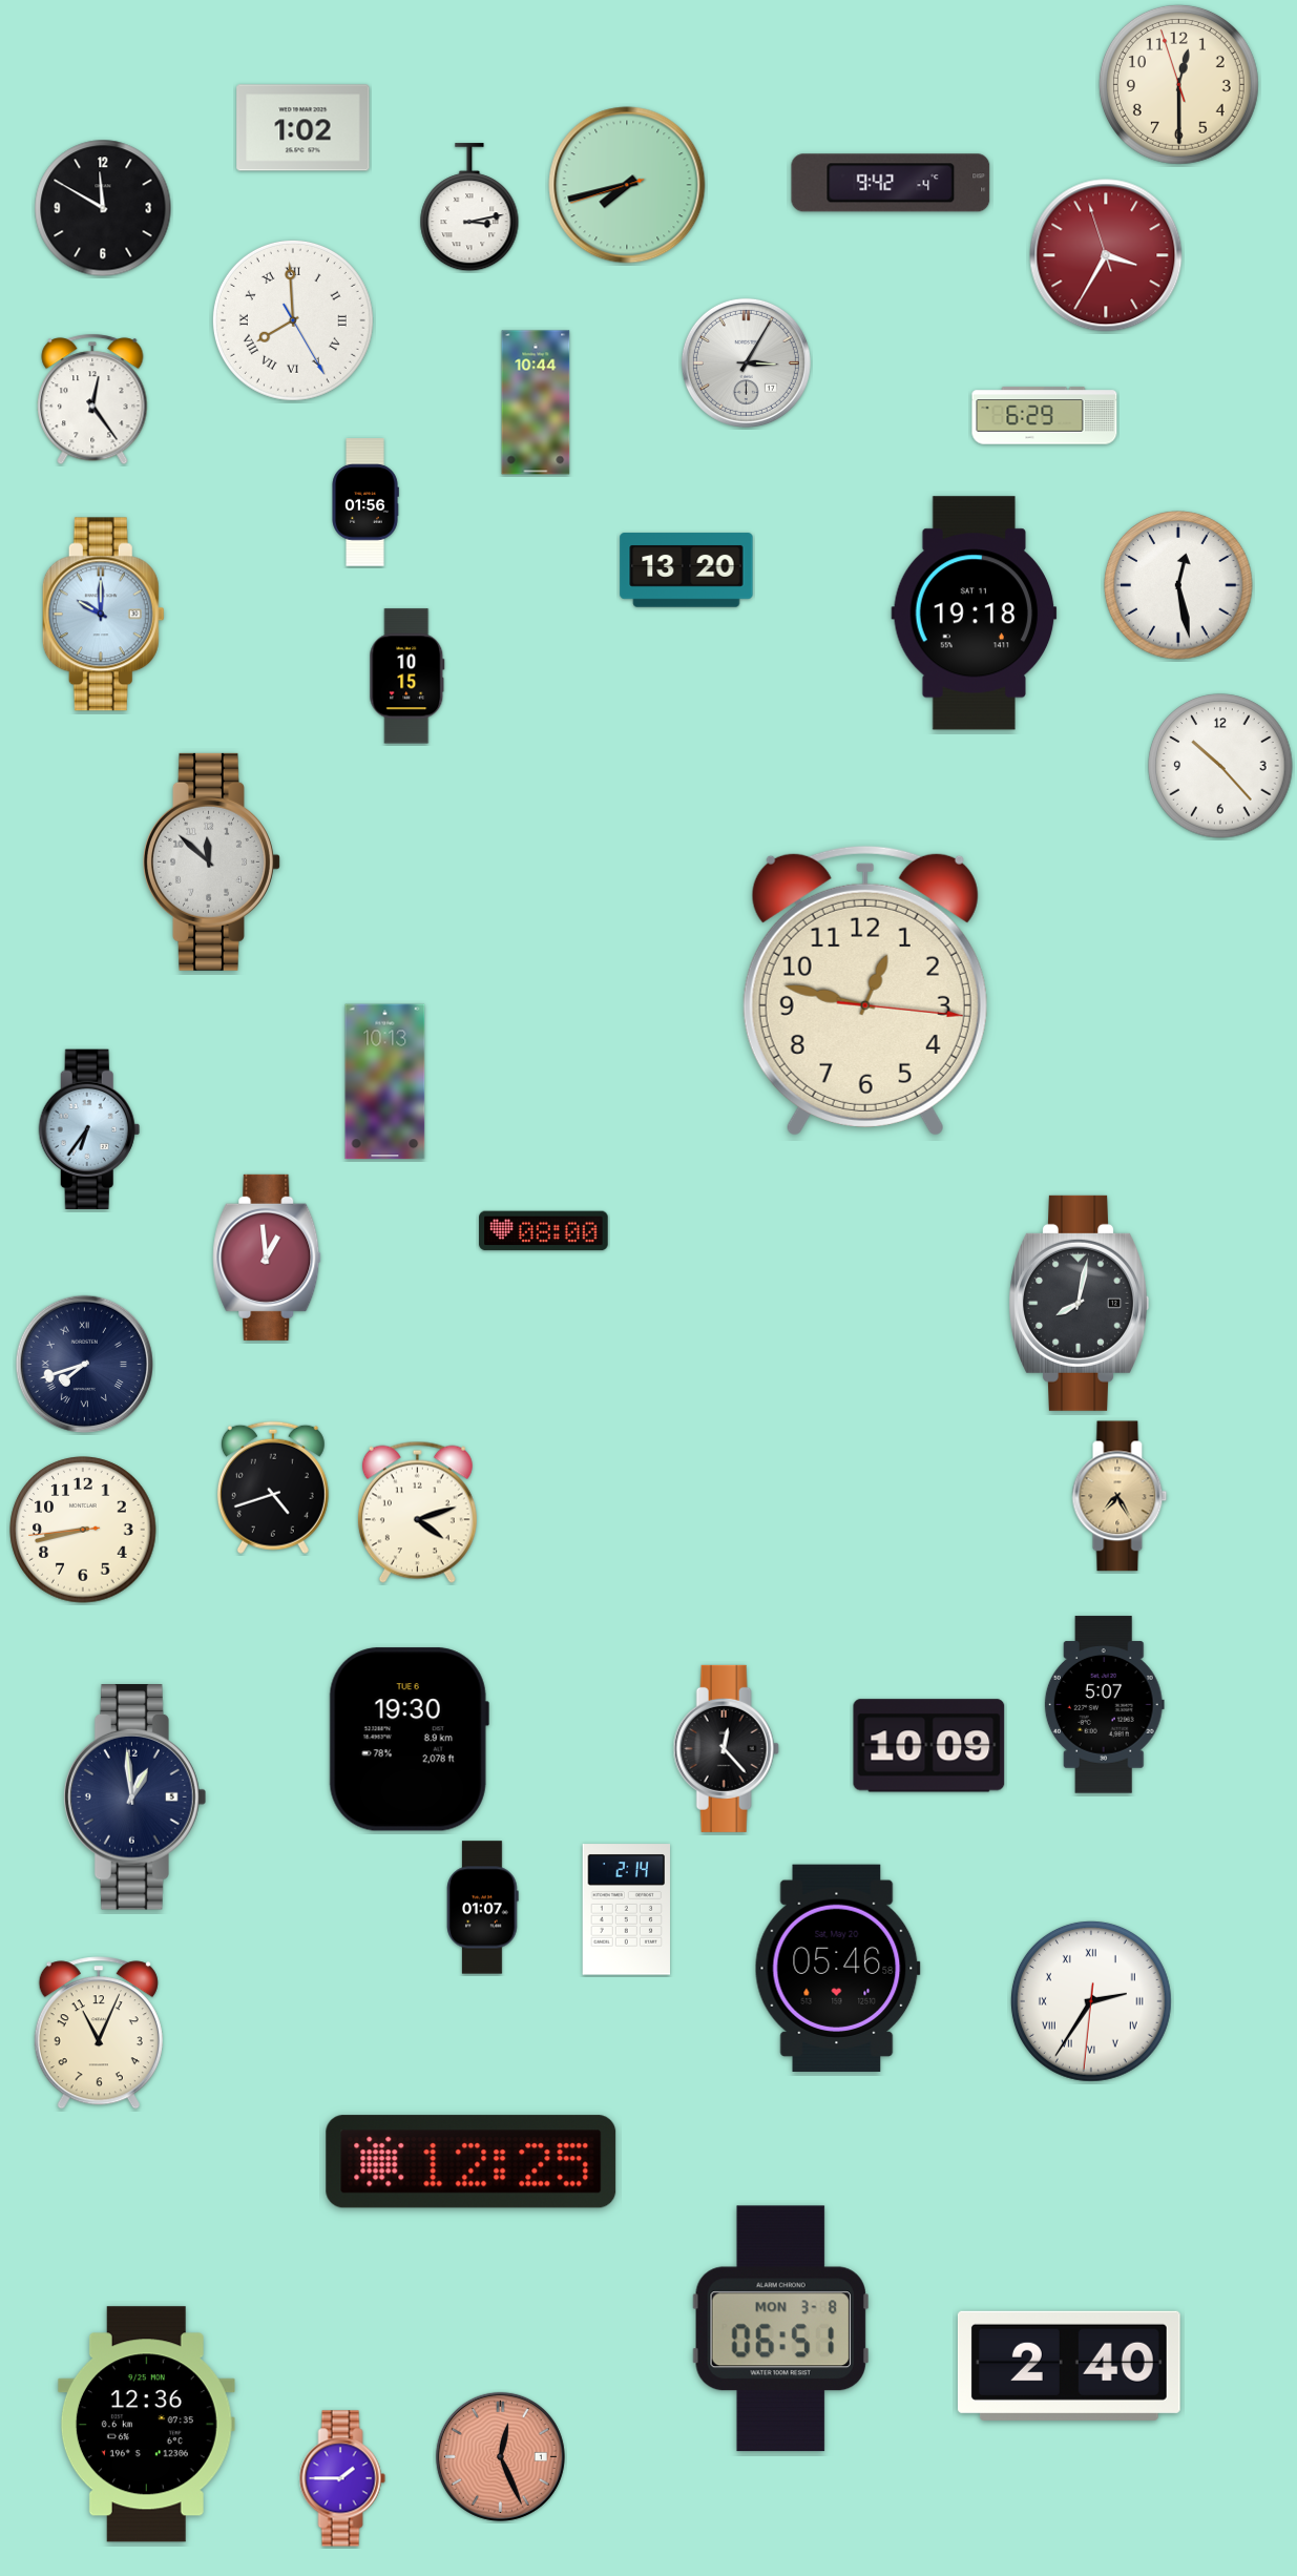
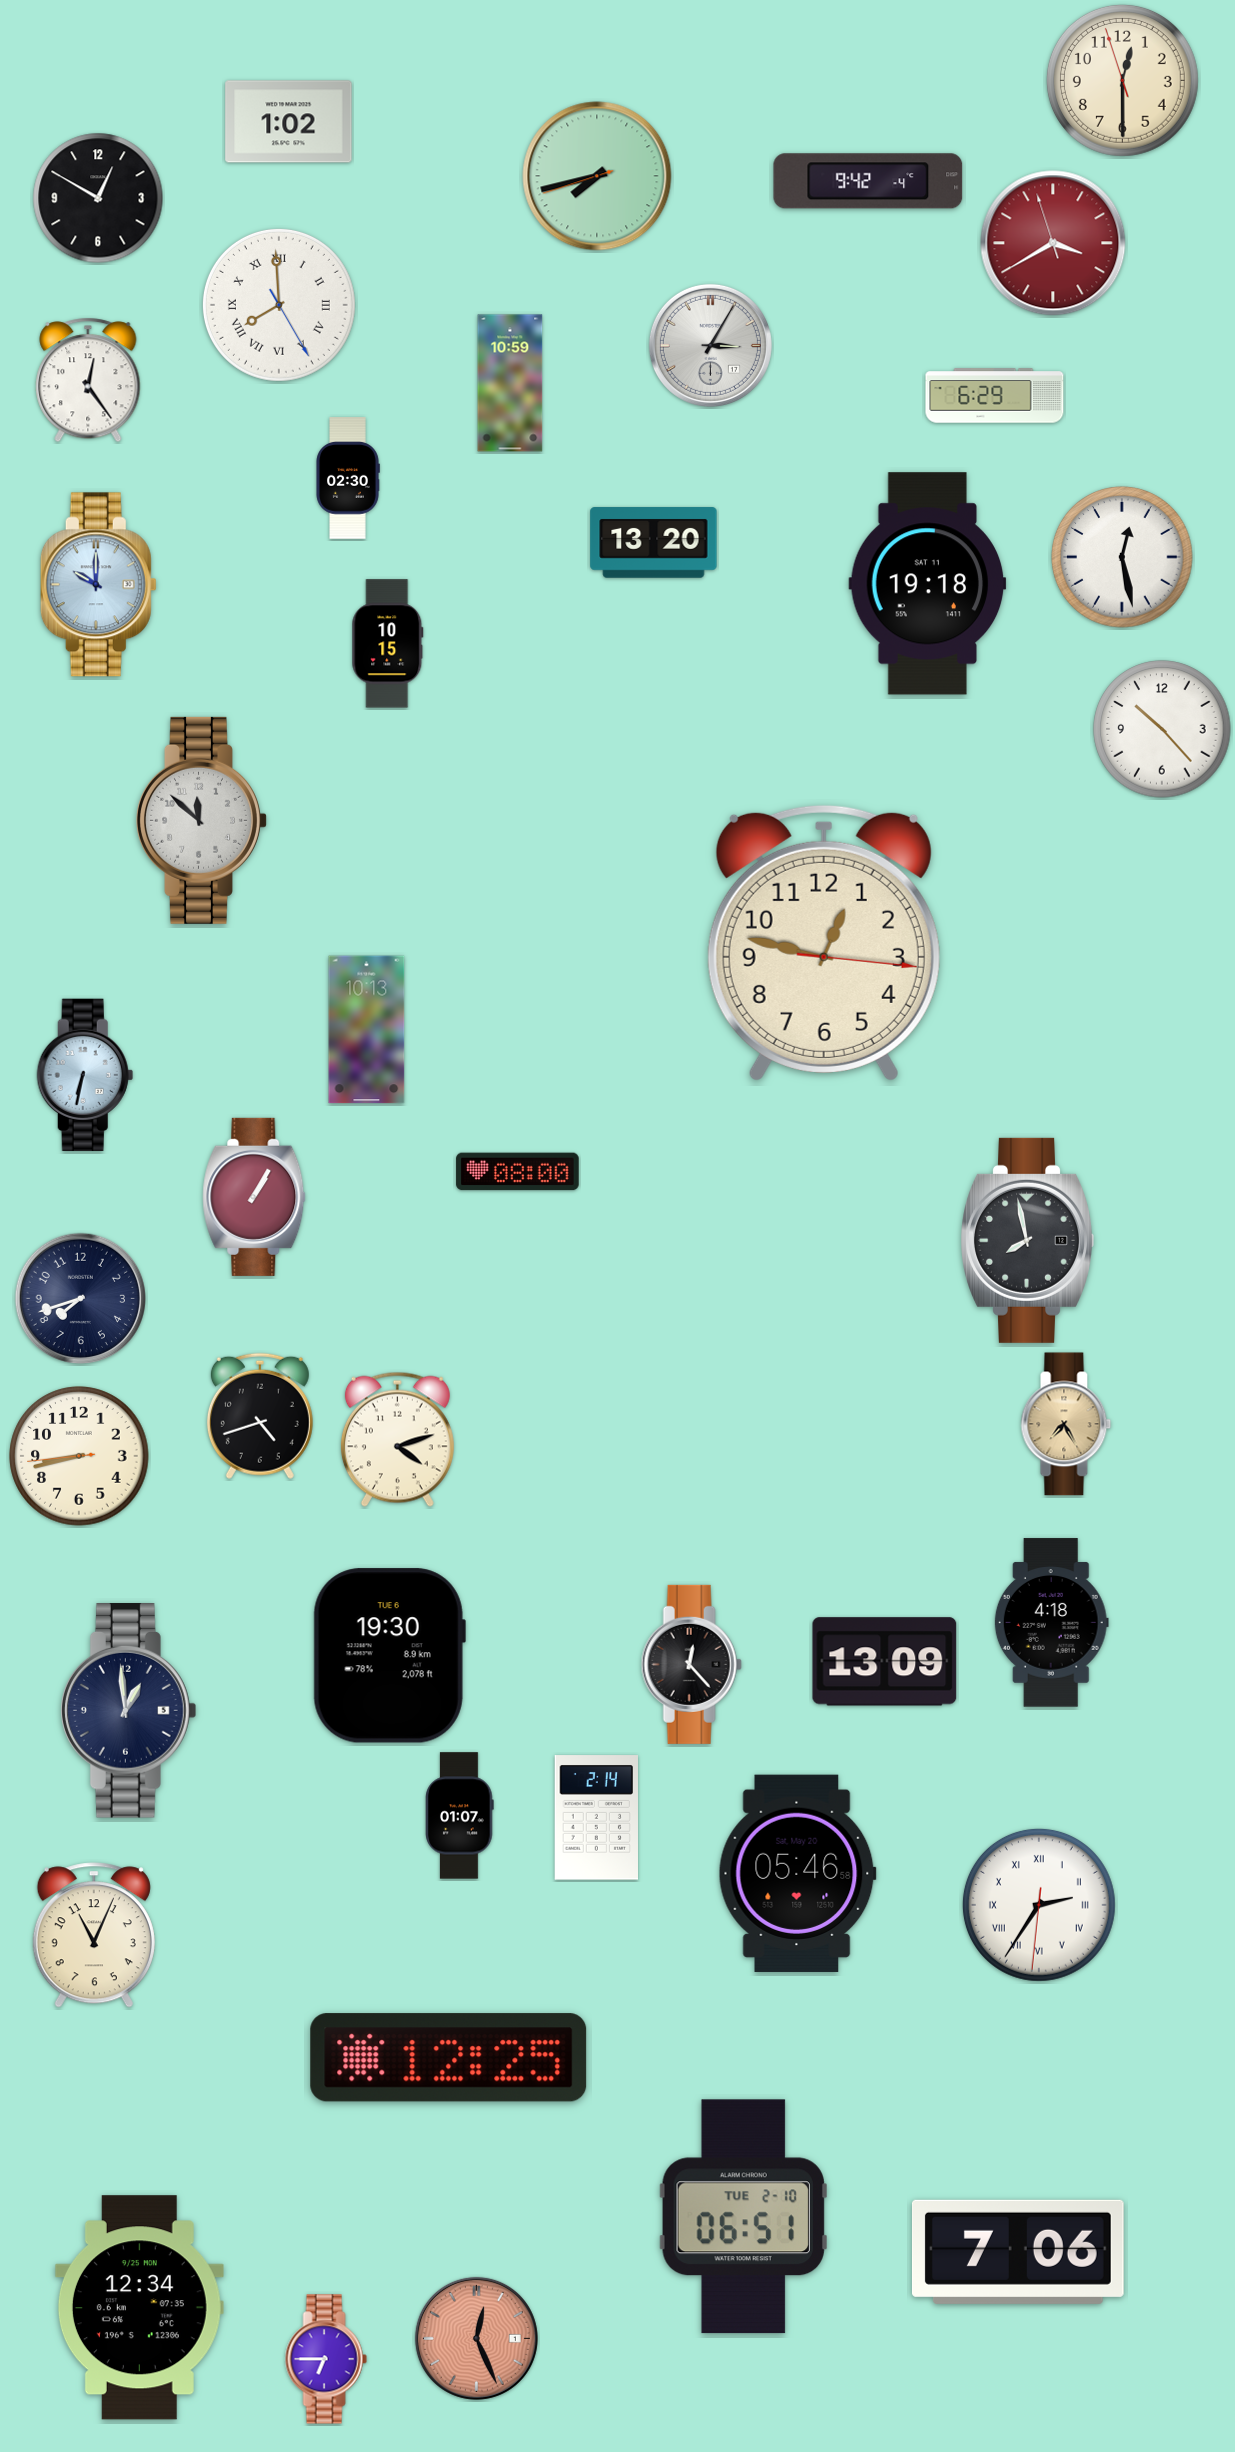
clock at (891, 183) position: (891, 183) -> (868, 181)
clock at (103, 208): 11:50 -> 12:50
clock at (469, 208): 3:13 -> none
clock at (1106, 255): 3:34 -> 3:39
clock at (536, 402): 10:44 -> 10:59
clock at (365, 502): 01:56 -> 02:30
clock at (89, 1128): 6:36 -> 6:32
clock at (267, 1258): 12:59 -> 1:05
clock at (1079, 1303): 8:02 -> 7:58
clock at (84, 1364) numerals: Roman -> Arabic
clock at (1104, 1705): 5:07 -> 4:18
clock at (929, 1746): 10:09 -> 13:09
clock at (780, 2329) date: MON 3-8 -> TUE 2-10
clock at (1069, 2366): 2:40 -> 7:06
clock at (146, 2425): 12:36 -> 12:34
clock at (342, 2478): 1:45 -> 6:45
